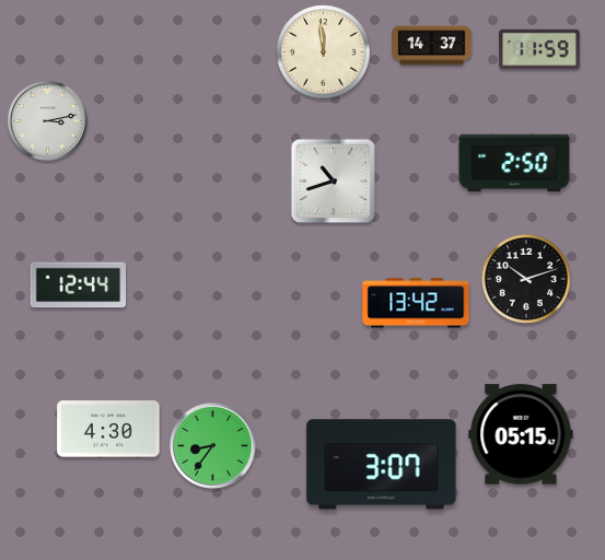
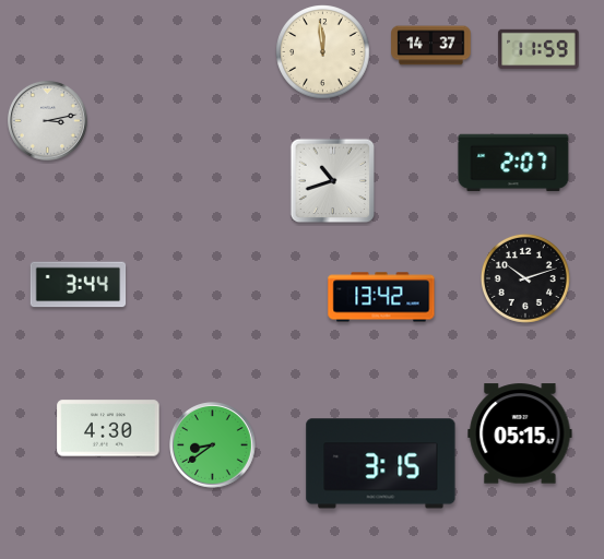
clock at (514, 163): 2:50 -> 2:07
clock at (79, 285): 12:44 -> 3:44
clock at (416, 303) position: (416, 303) -> (381, 297)
clock at (213, 446): 8:36 -> 8:39
clock at (382, 465): 3:07 -> 3:15
